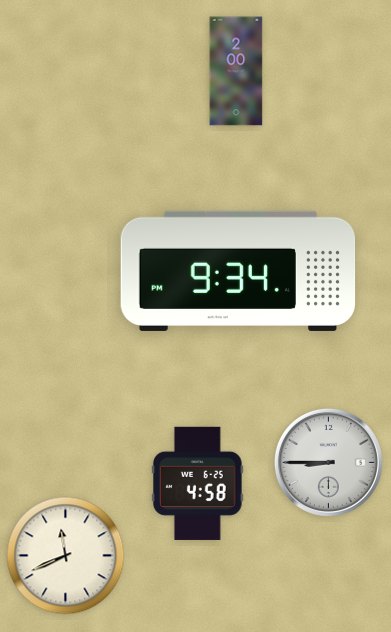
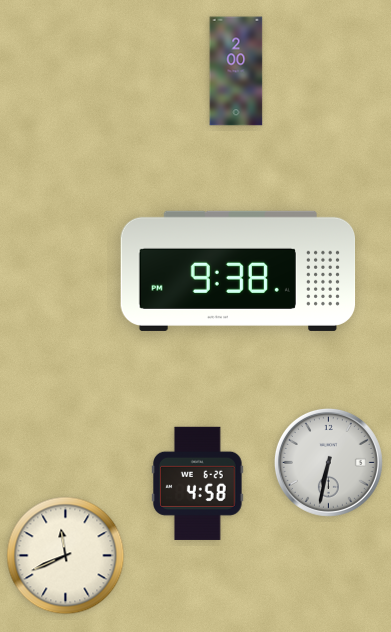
clock at (238, 271): 9:34 -> 9:38
clock at (328, 462): 8:45 -> 6:32
